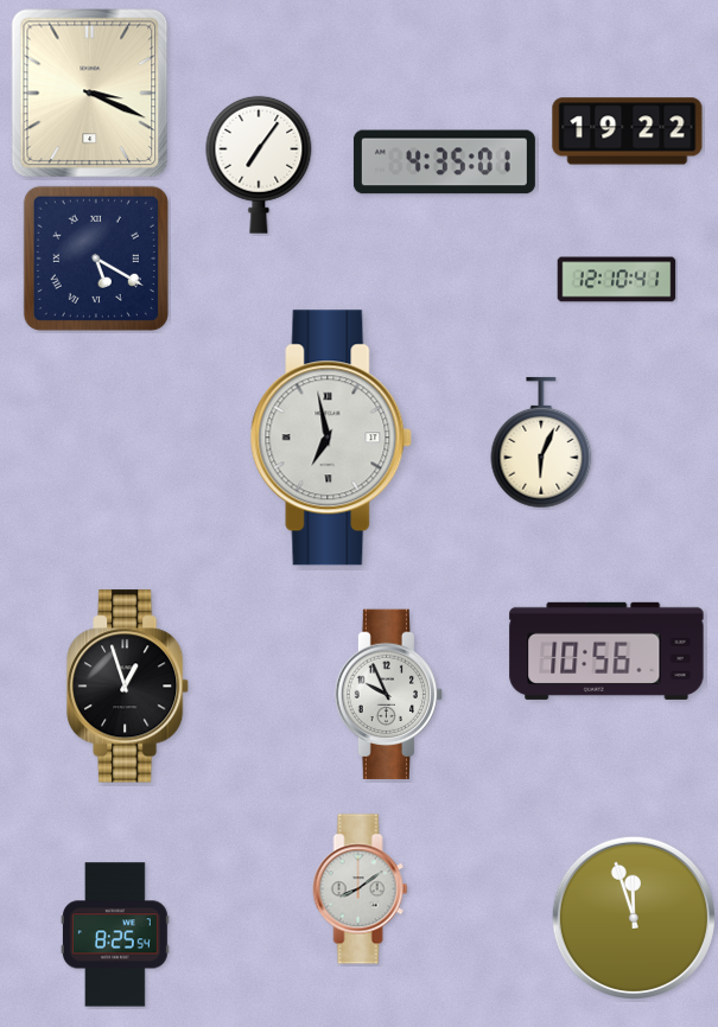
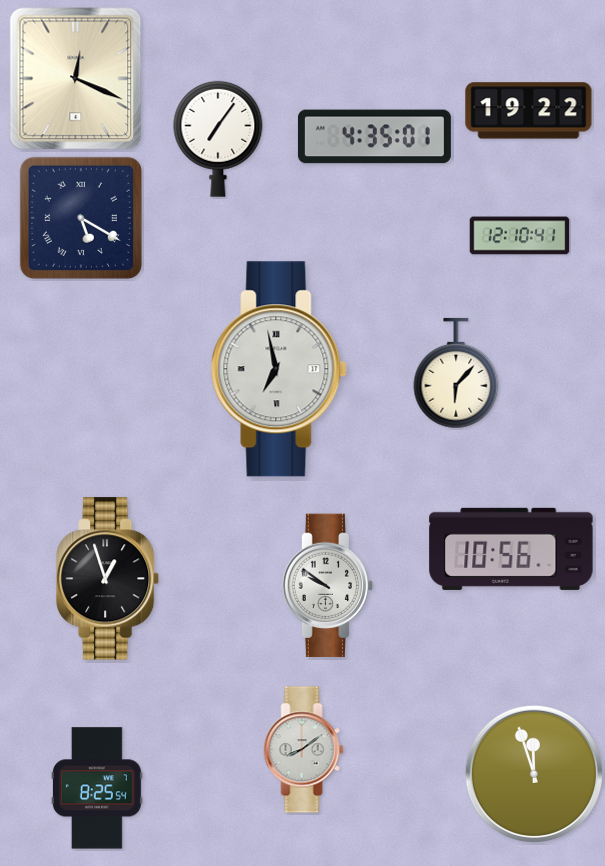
clock at (90, 94): 3:19 -> 12:19
clock at (541, 442): 6:04 -> 6:07
clock at (389, 695): 9:56 -> 9:51
